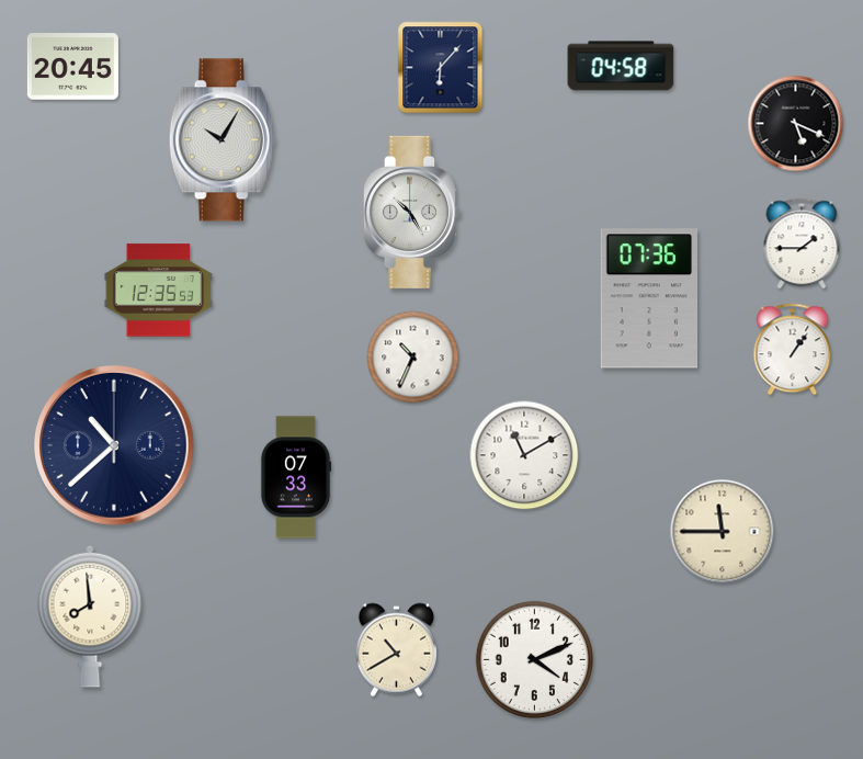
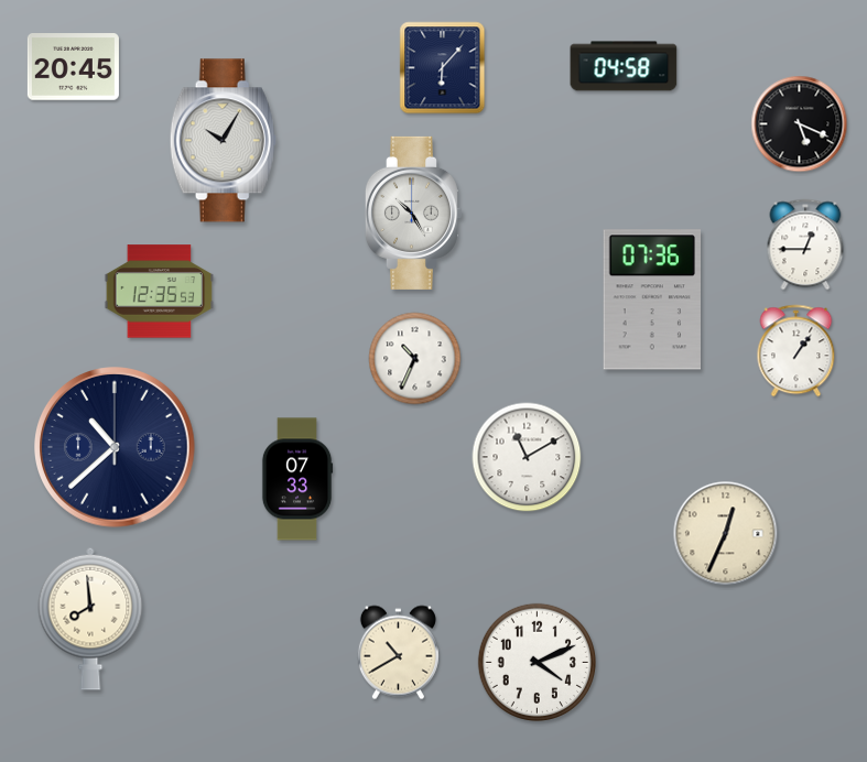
clock at (802, 243): 1:45 -> 12:45
clock at (723, 532): 11:45 -> 12:34
